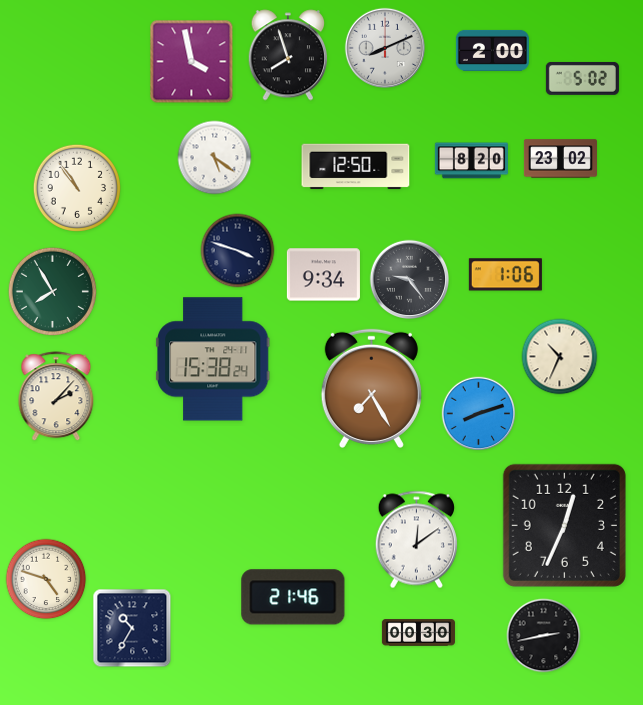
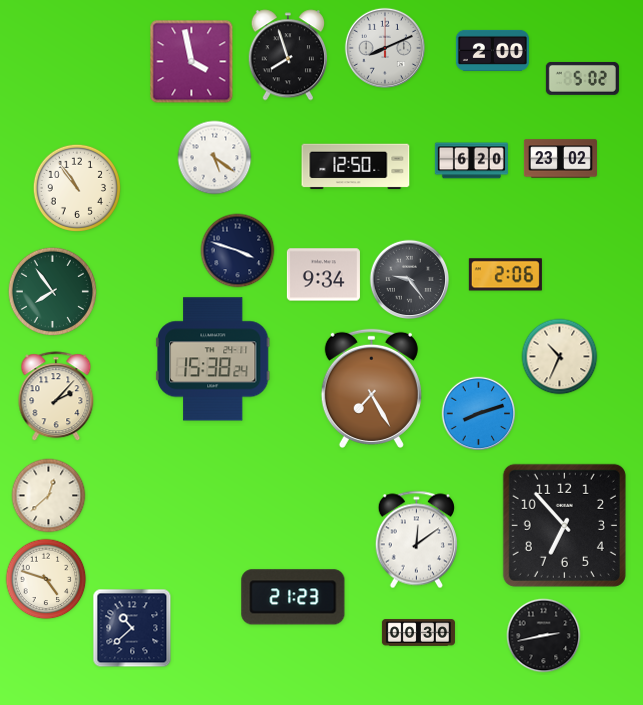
clock at (471, 161): 8:20 -> 6:20
clock at (505, 275): 1:06 -> 2:06
clock at (52, 291): 7:55 -> 7:54
clock at (49, 496): none -> 12:38
clock at (564, 525): 12:34 -> 6:53
clock at (293, 597): 21:46 -> 21:23
clock at (132, 628): 10:35 -> 10:38
